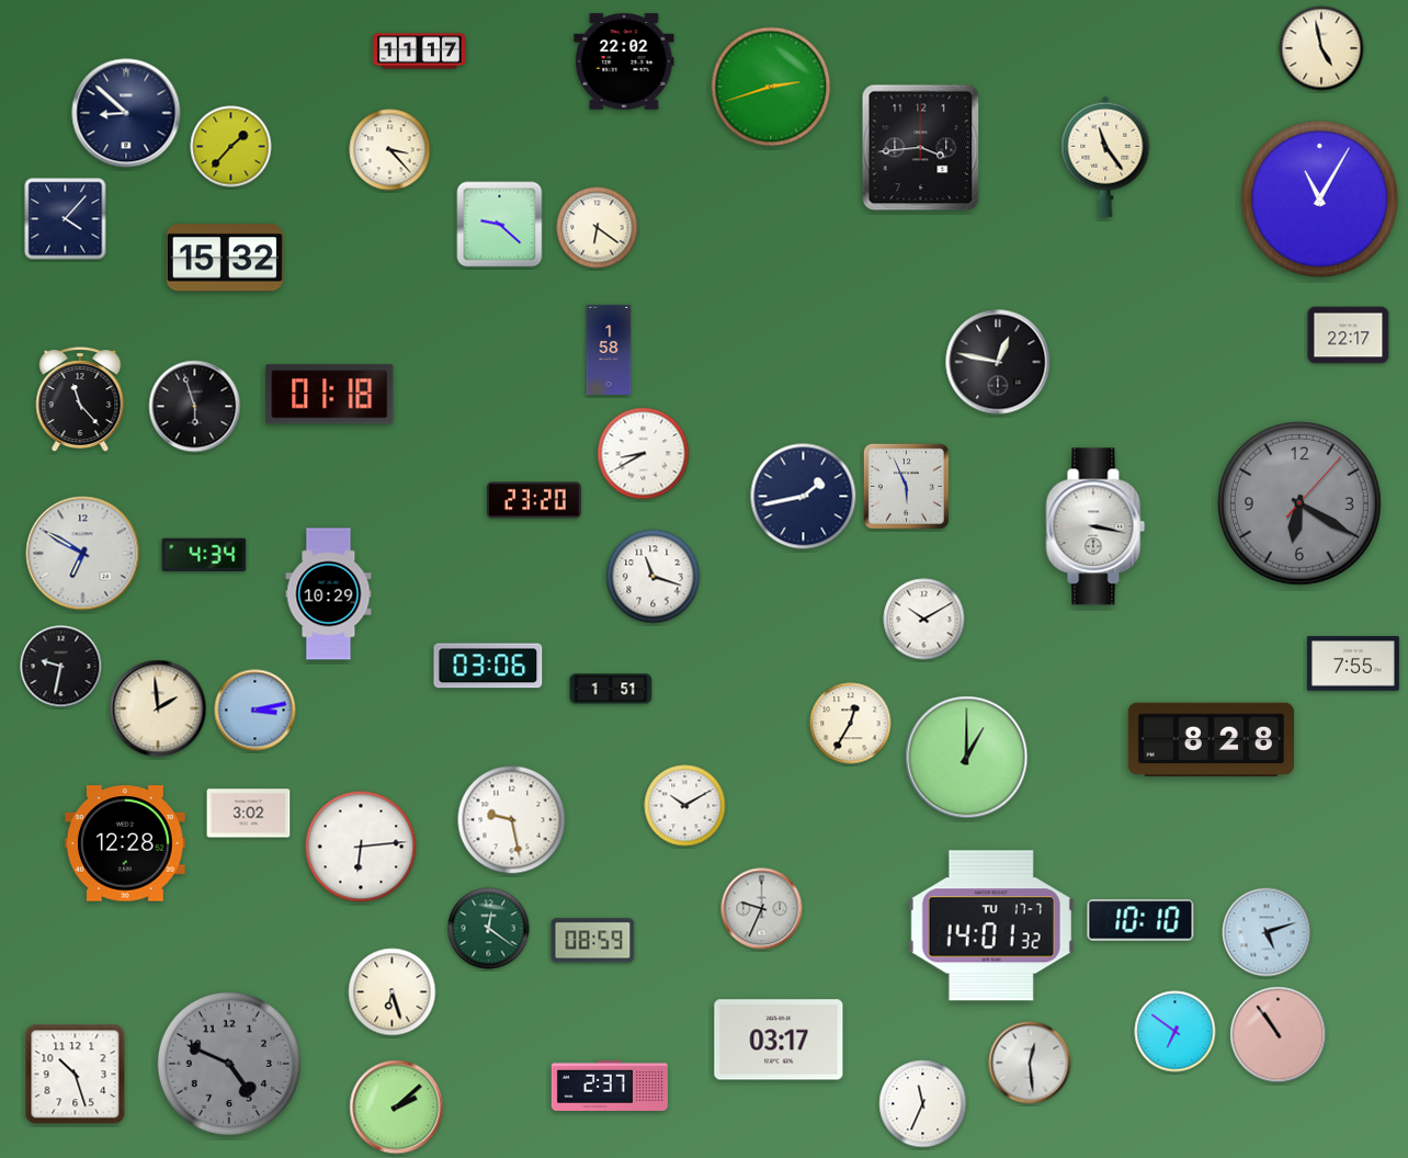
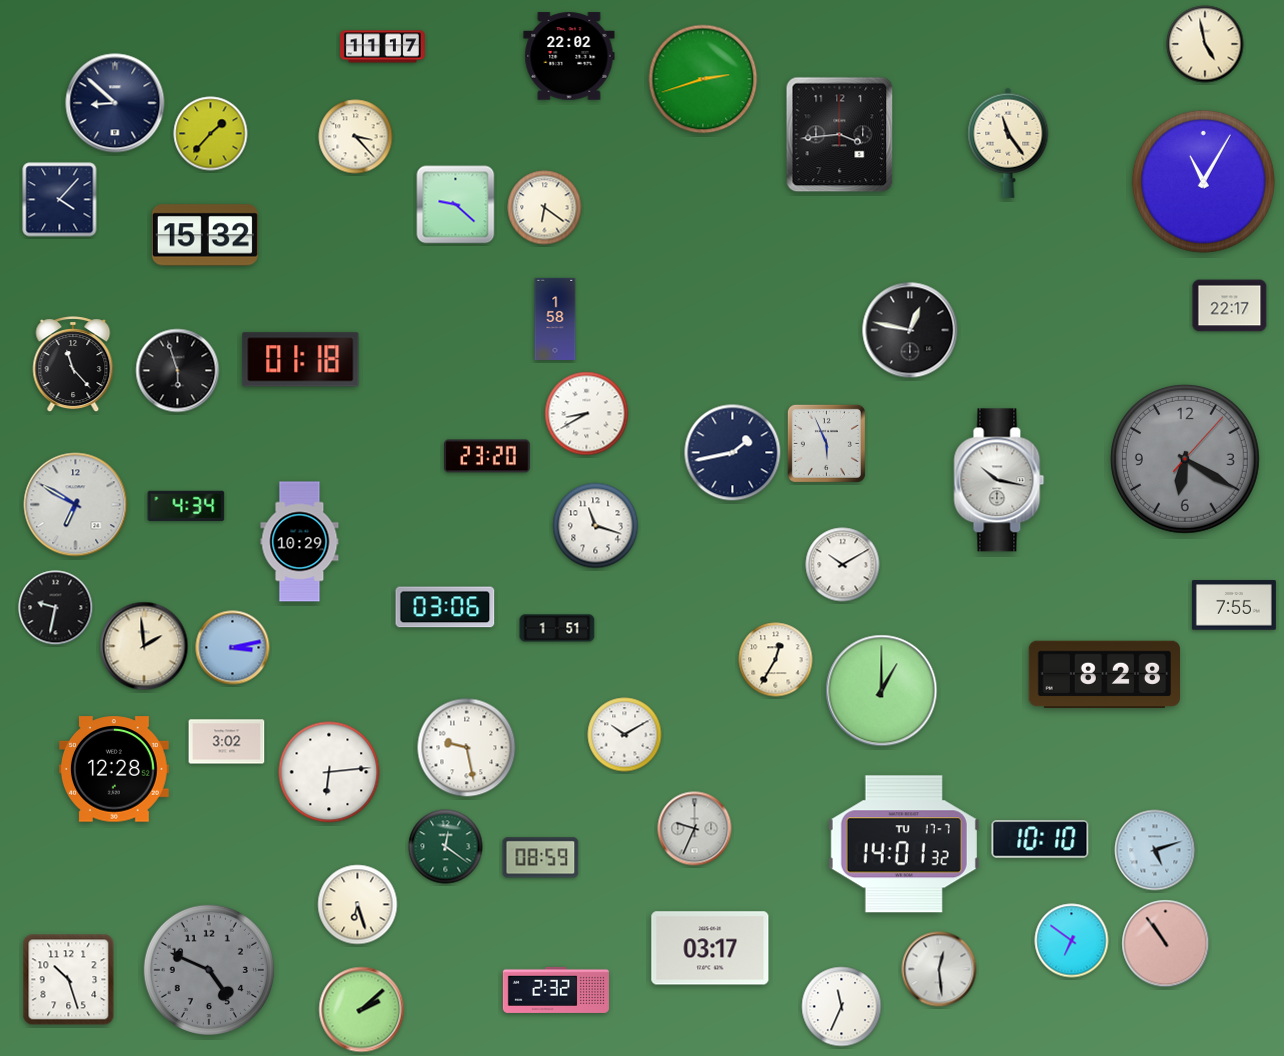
clock at (1095, 526): 3:17 -> 10:17
clock at (610, 1086): 2:37 -> 2:32
